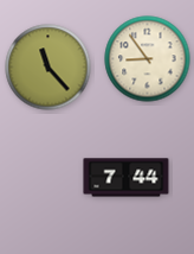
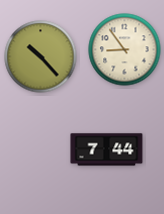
clock at (48, 68): 11:23 -> 10:23
